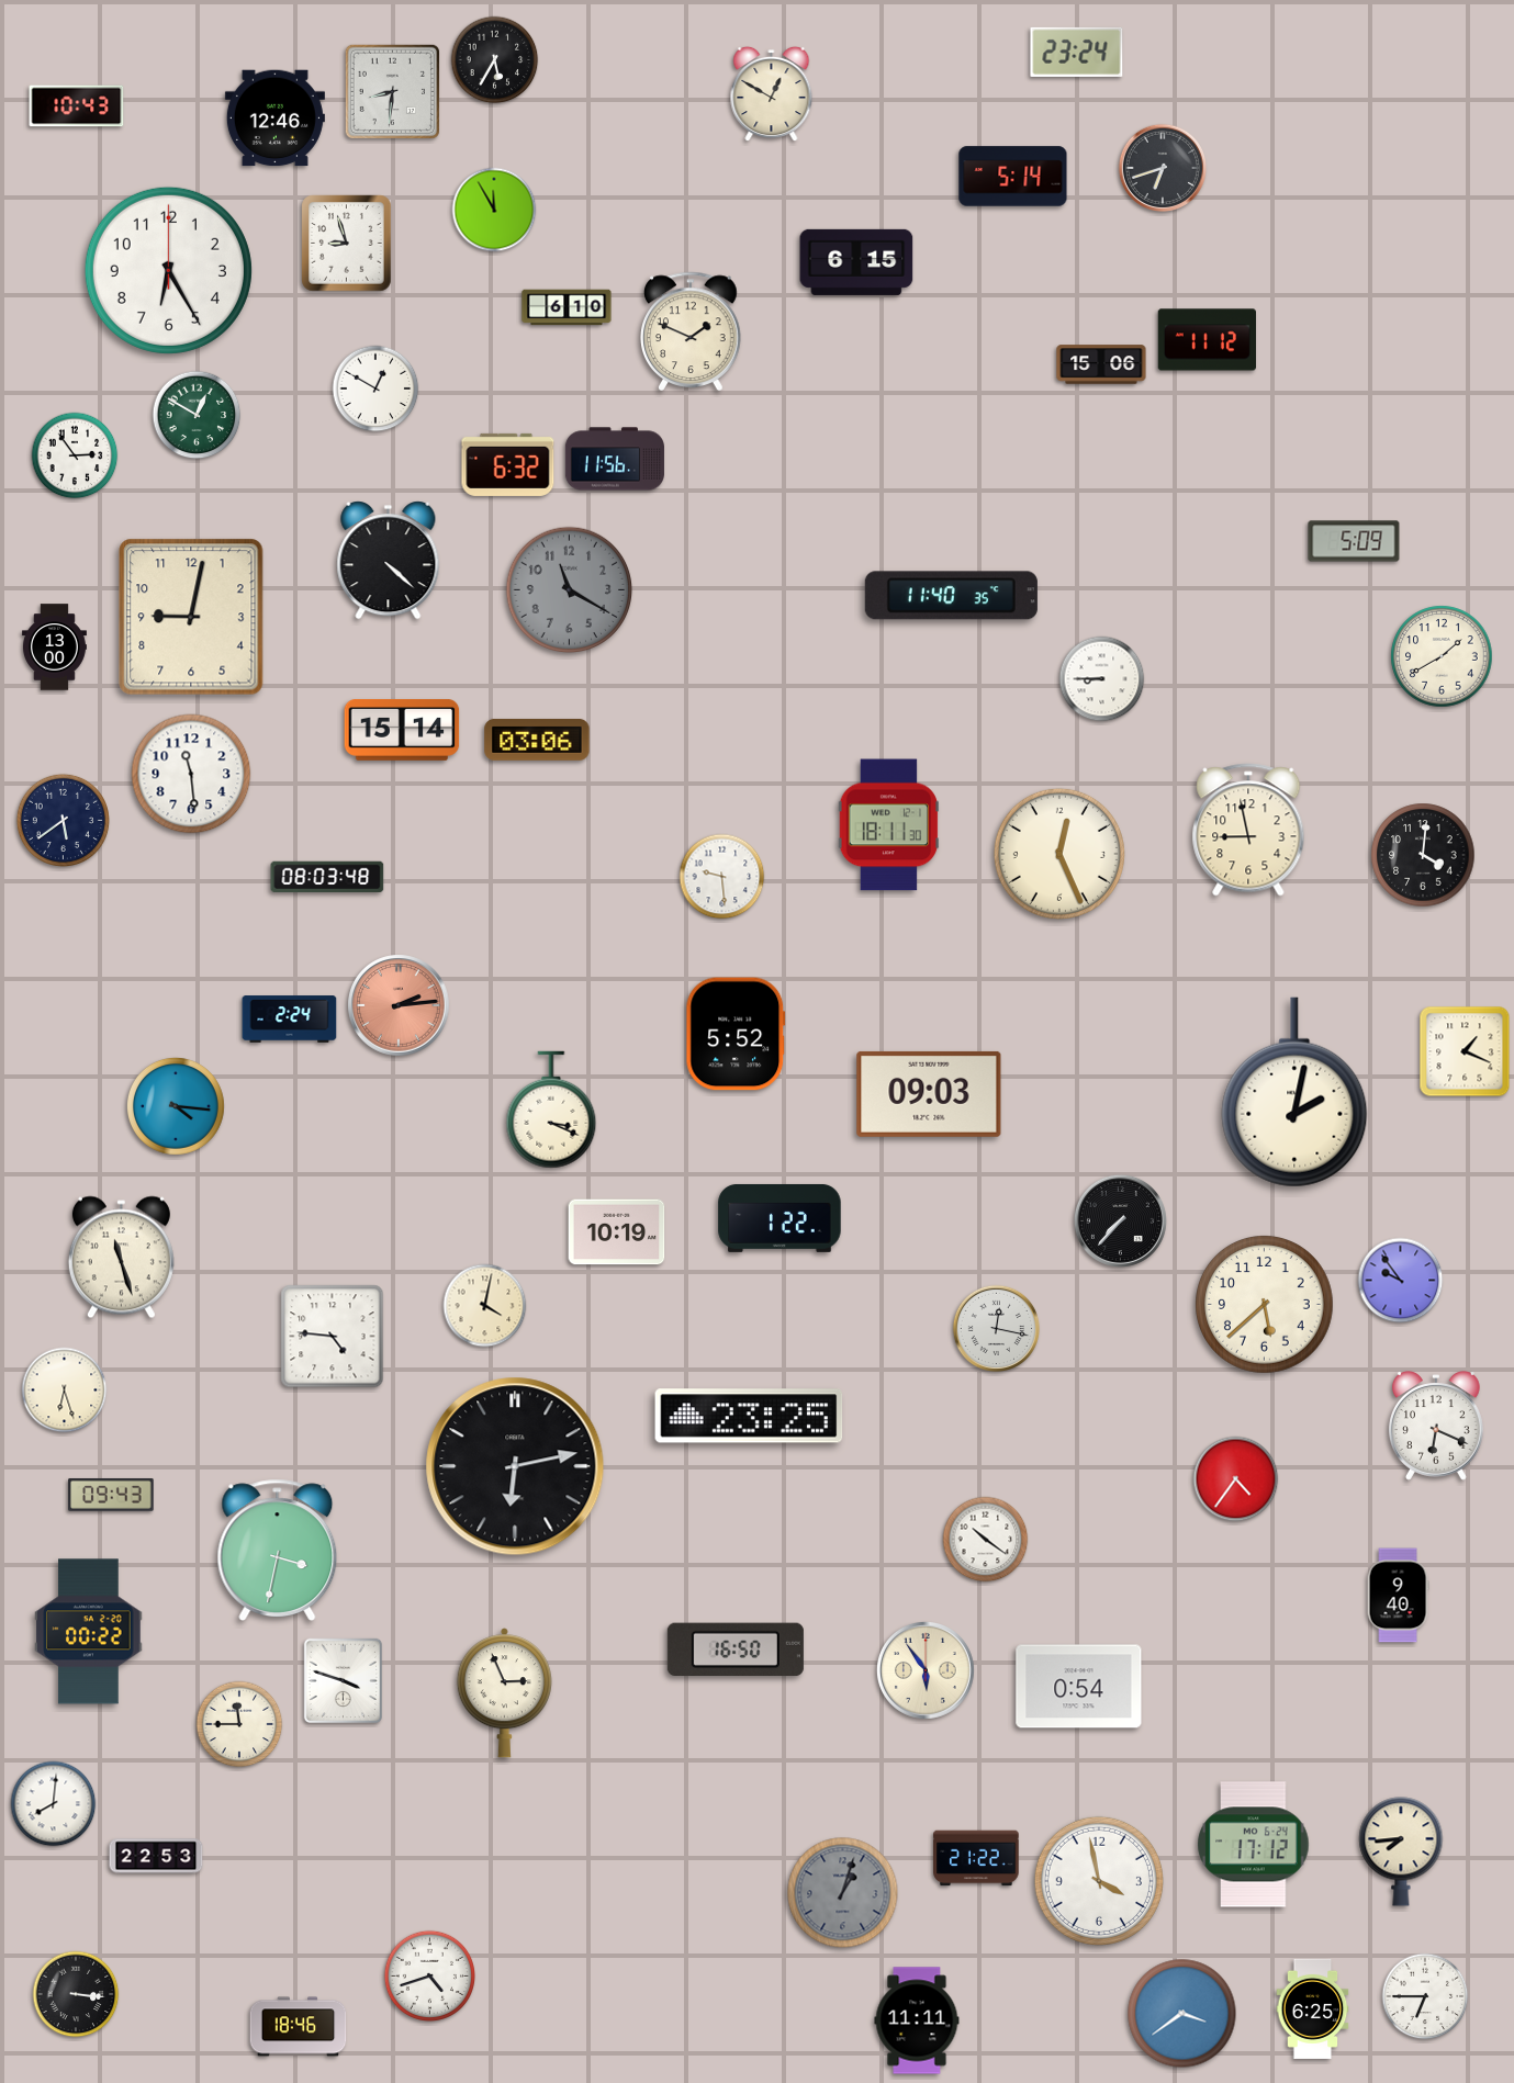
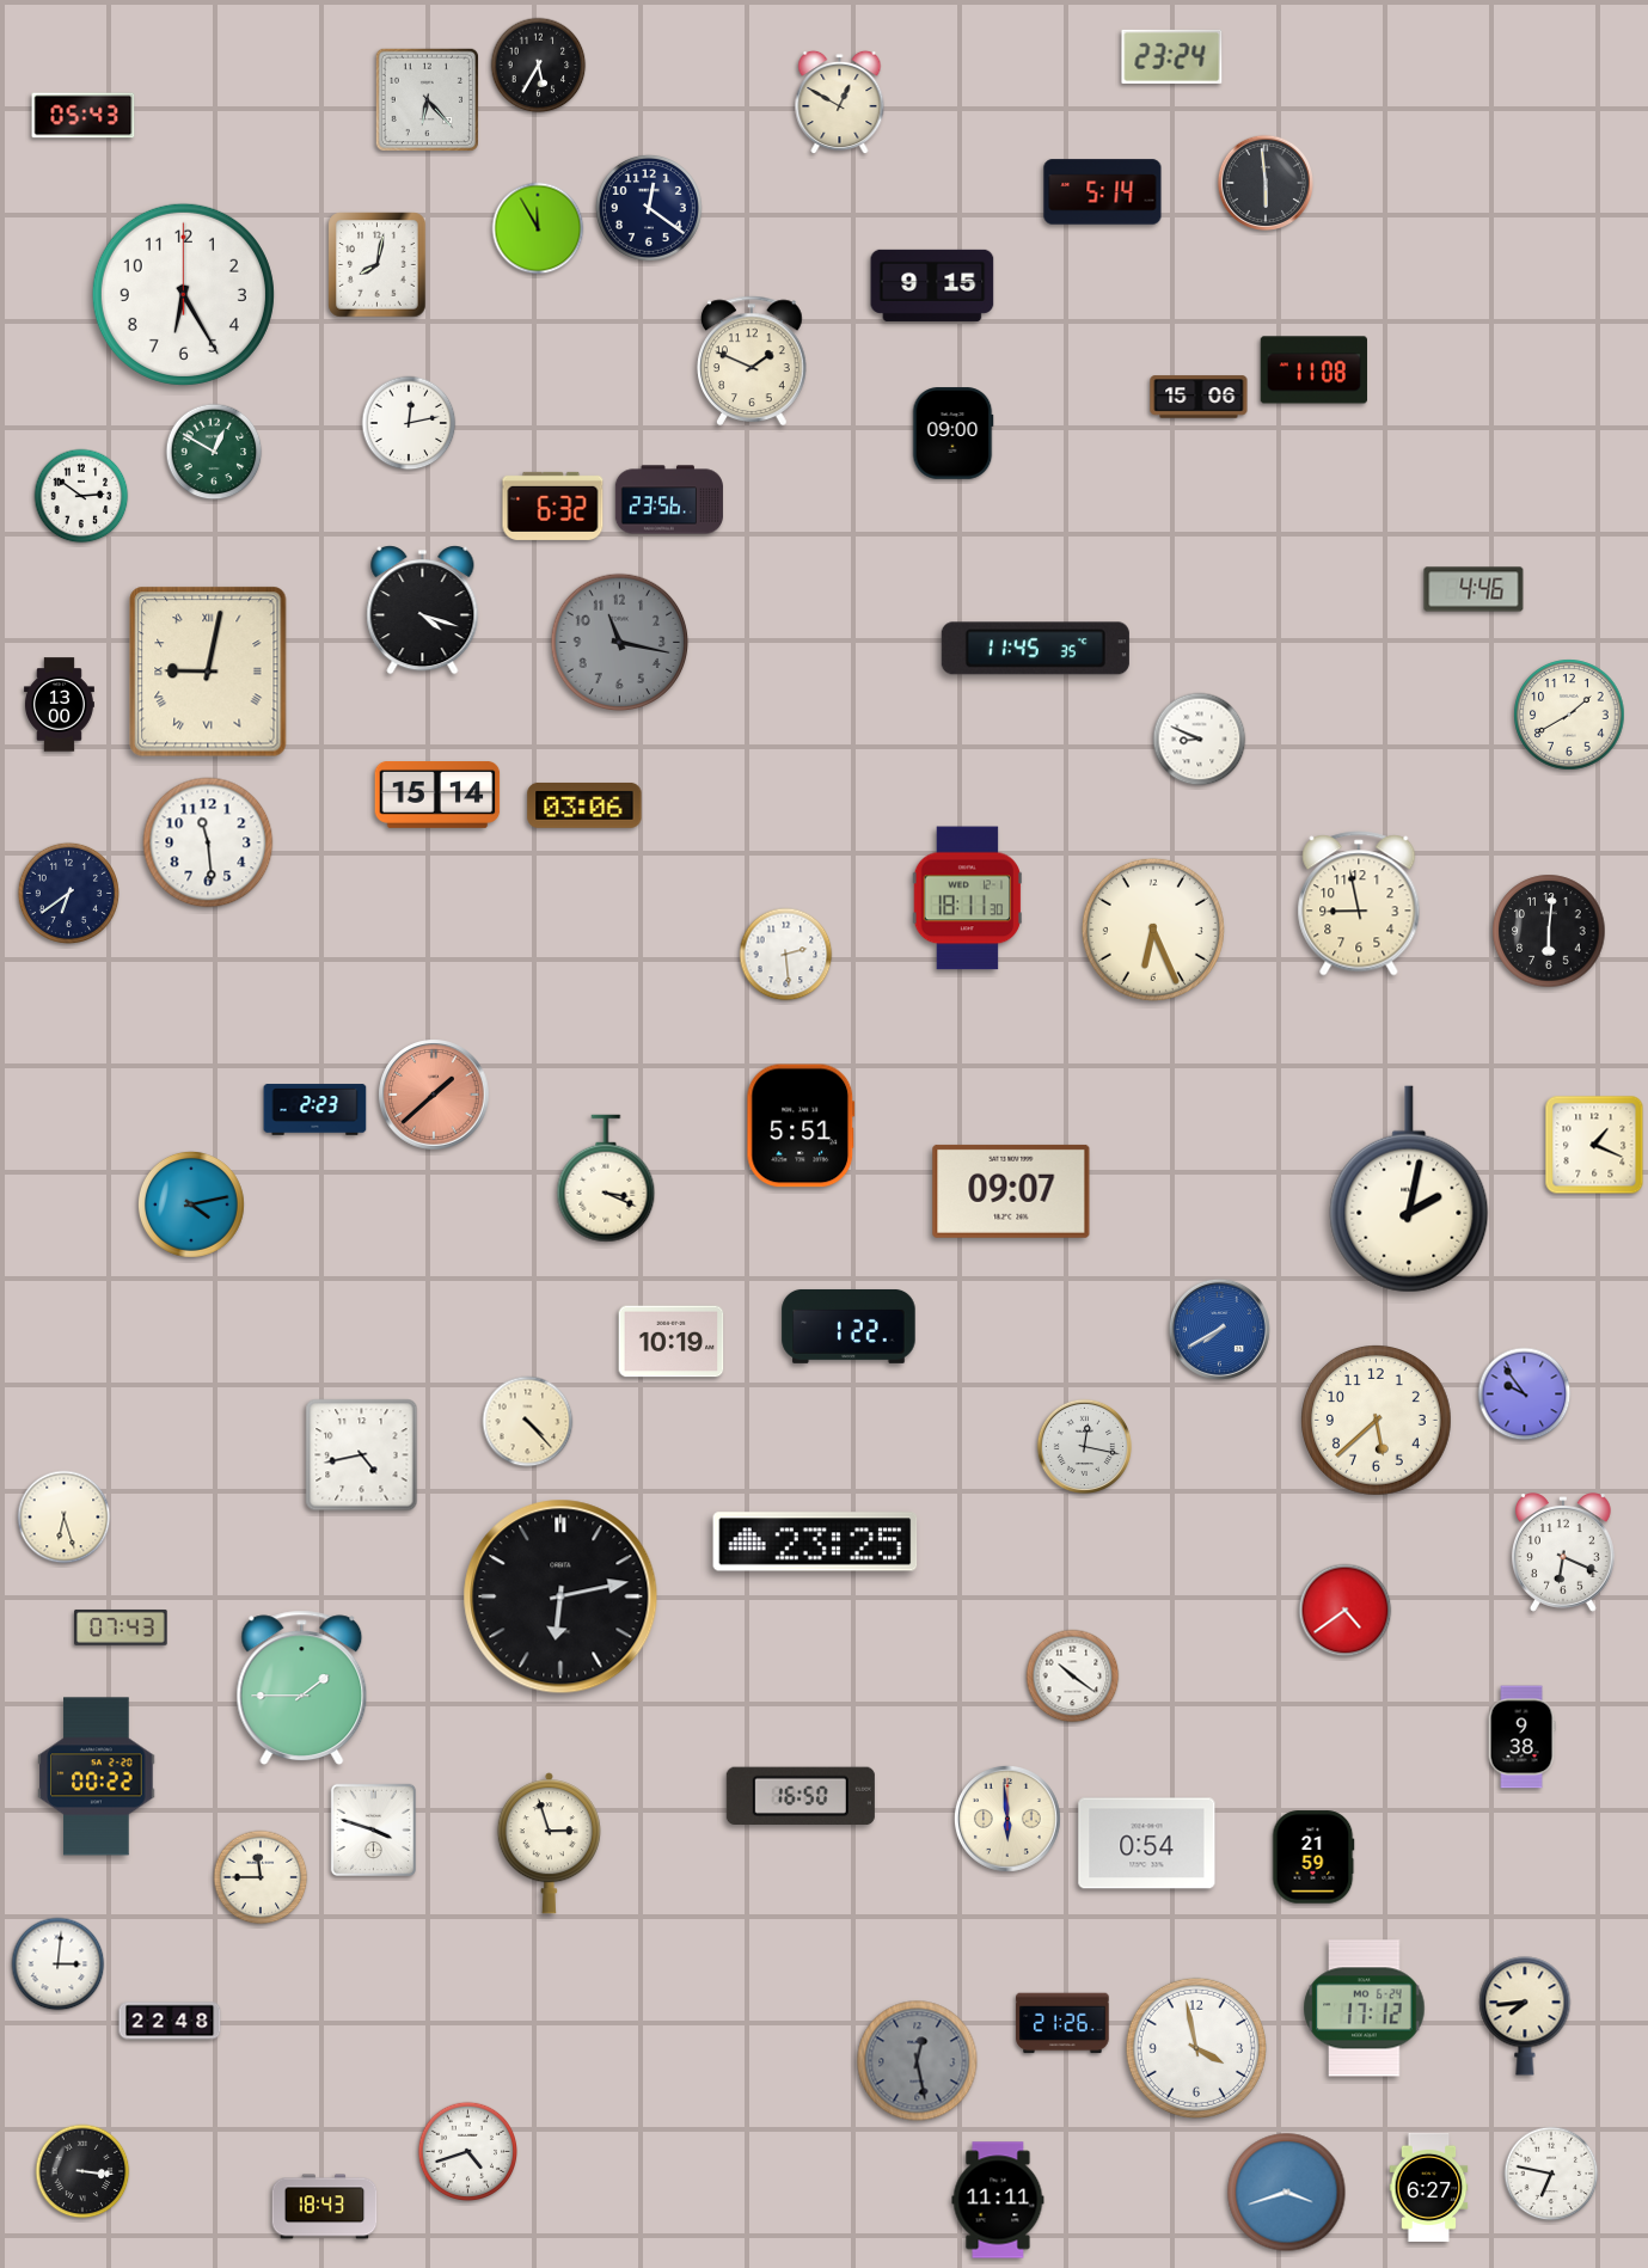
clock at (392, 91): 8:31 -> 6:23
clock at (77, 106): 10:43 -> 05:43
clock at (274, 119): 12:46 -> none
clock at (1162, 167): 6:42 -> 5:59
clock at (649, 208): none -> 12:21
clock at (347, 244): 8:57 -> 8:02
clock at (856, 262): 6:15 -> 9:15
clock at (567, 307): 6:10 -> none
clock at (1208, 340): 11:12 -> 11:08
clock at (375, 389): 12:50 -> 12:13
clock at (952, 434): none -> 09:00
clock at (75, 455): 2:54 -> 2:51
clock at (614, 459): 11:56 -> 23:56
clock at (1354, 541): 5:09 -> 4:46
clock at (389, 561): 4:22 -> 4:18
clock at (570, 590): 11:20 -> 11:17
clock at (951, 596): 11:40 -> 11:45
clock at (191, 617) numerals: Arabic -> Roman
clock at (1102, 679): 8:45 -> 8:49
clock at (63, 820): 5:39 -> 6:39
clock at (1059, 854): 12:26 -> 6:26
clock at (1423, 855): 4:01 -> 6:01
clock at (327, 877): 08:03 -> none
clock at (722, 877): 9:29 -> 2:29
clock at (399, 1005): 2:14 -> 1:38
clock at (290, 1020): 2:24 -> 2:23
clock at (736, 1034): 5:52 -> 5:51
clock at (929, 1094): 09:03 -> 09:07
clock at (176, 1106): 4:16 -> 4:13
clock at (551, 1110) position: (551, 1110) -> (606, 1178)
clock at (1120, 1220): 7:37 -> 7:40
clock at (1120, 1220) dial: black -> blue
clock at (121, 1258): 11:27 -> none
clock at (485, 1306): 4:02 -> 4:23
clock at (333, 1337): 4:46 -> 4:43
clock at (65, 1390) position: (65, 1390) -> (65, 1518)
clock at (1236, 1479): 4:36 -> 4:39
clock at (111, 1495): 09:43 -> 07:43
clock at (278, 1550): 3:32 -> 1:45
clock at (1398, 1596): 9:40 -> 9:38
clock at (926, 1670): 5:54 -> 5:59
clock at (1079, 1687) position: (1079, 1687) -> (1147, 1844)
clock at (504, 1693): 2:56 -> 2:57
clock at (1313, 1857): none -> 21:59
clock at (54, 1804): 8:01 -> 3:01
clock at (156, 1856): 22:53 -> 22:48
clock at (976, 1858): 21:22 -> 21:26
clock at (843, 1893): 1:03 -> 12:28
clock at (1425, 1996): 6:45 -> 6:47
clock at (1313, 2008): 6:25 -> 6:27
clock at (1182, 2014): 3:39 -> 3:42
clock at (299, 2027): 18:46 -> 18:43
